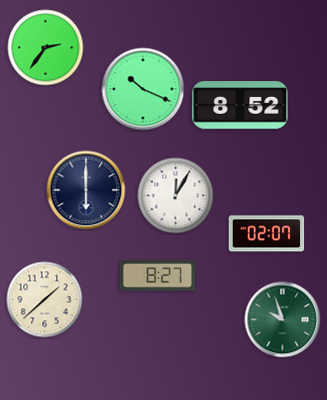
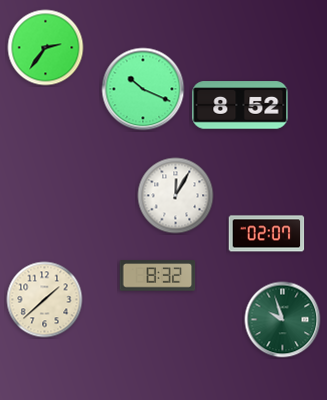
clock at (86, 190): 6:00 -> none
clock at (158, 276): 8:27 -> 8:32
